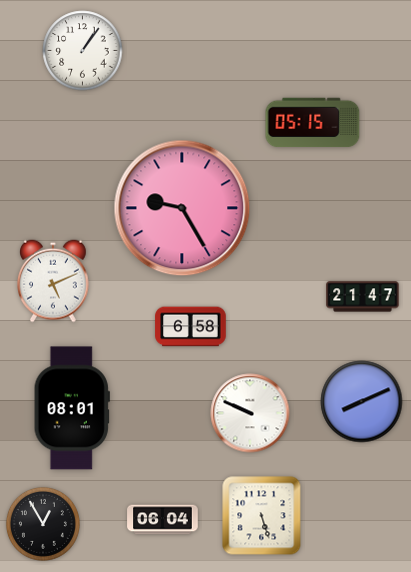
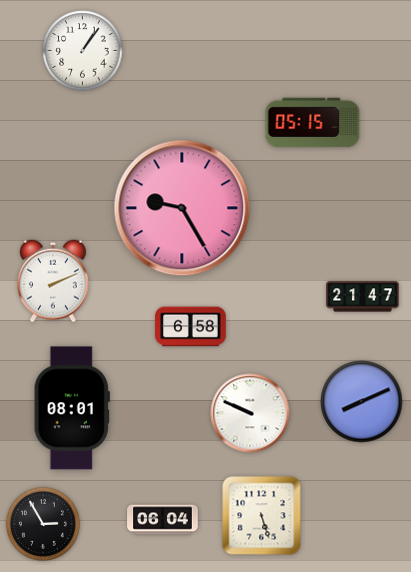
clock at (54, 281): 5:11 -> 2:11
clock at (43, 524): 12:55 -> 2:55
